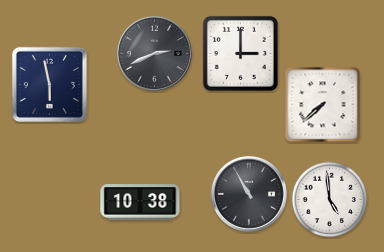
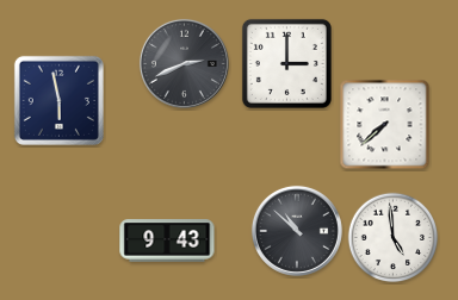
clock at (249, 194): 10:55 -> 10:52
clock at (140, 202): 10:38 -> 9:43
